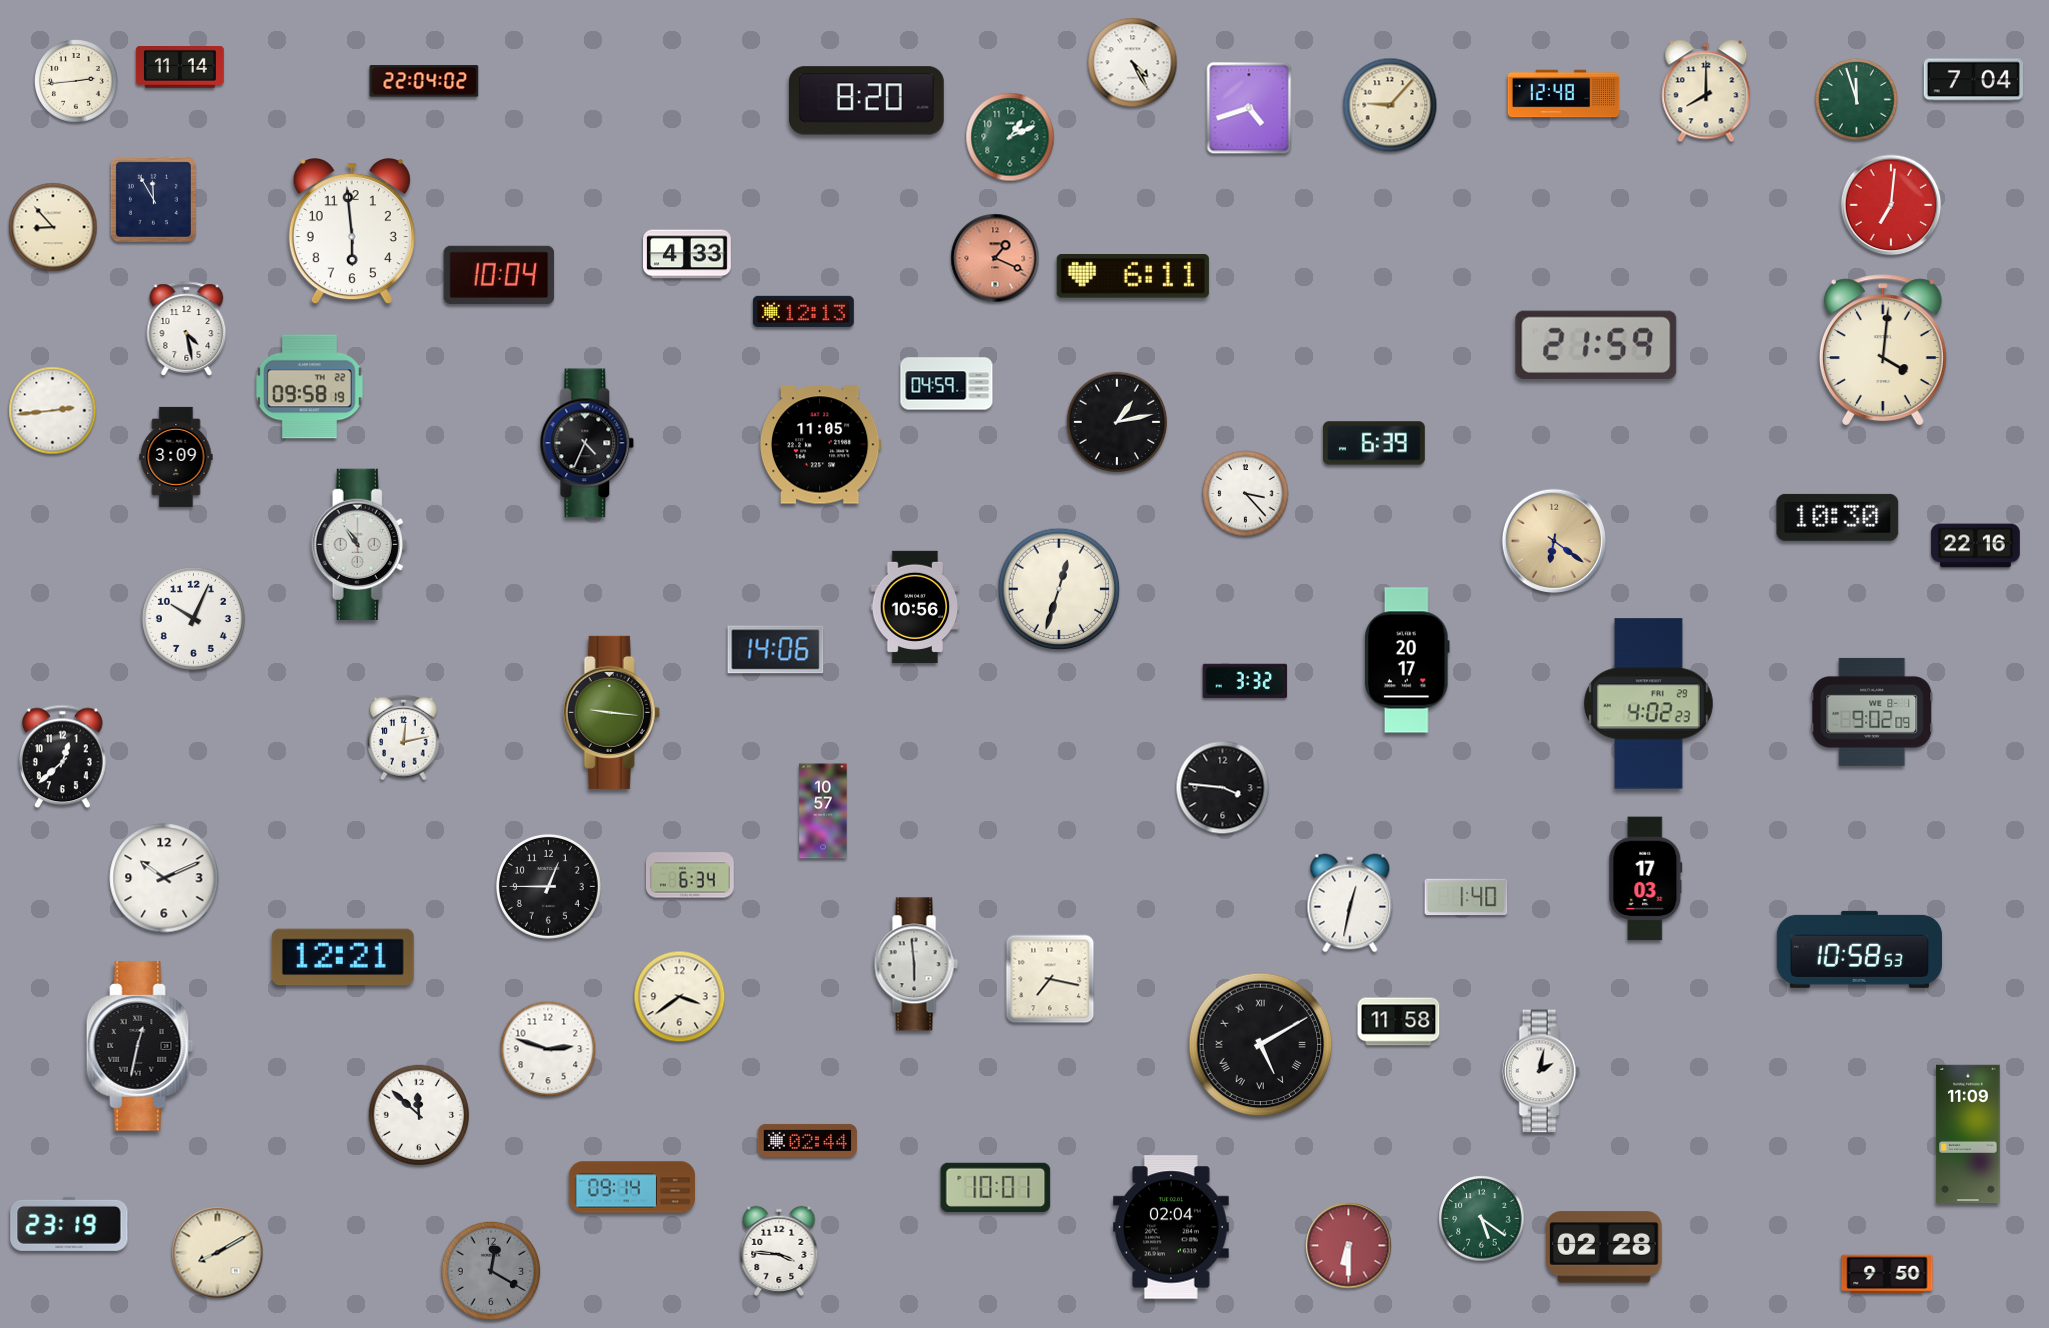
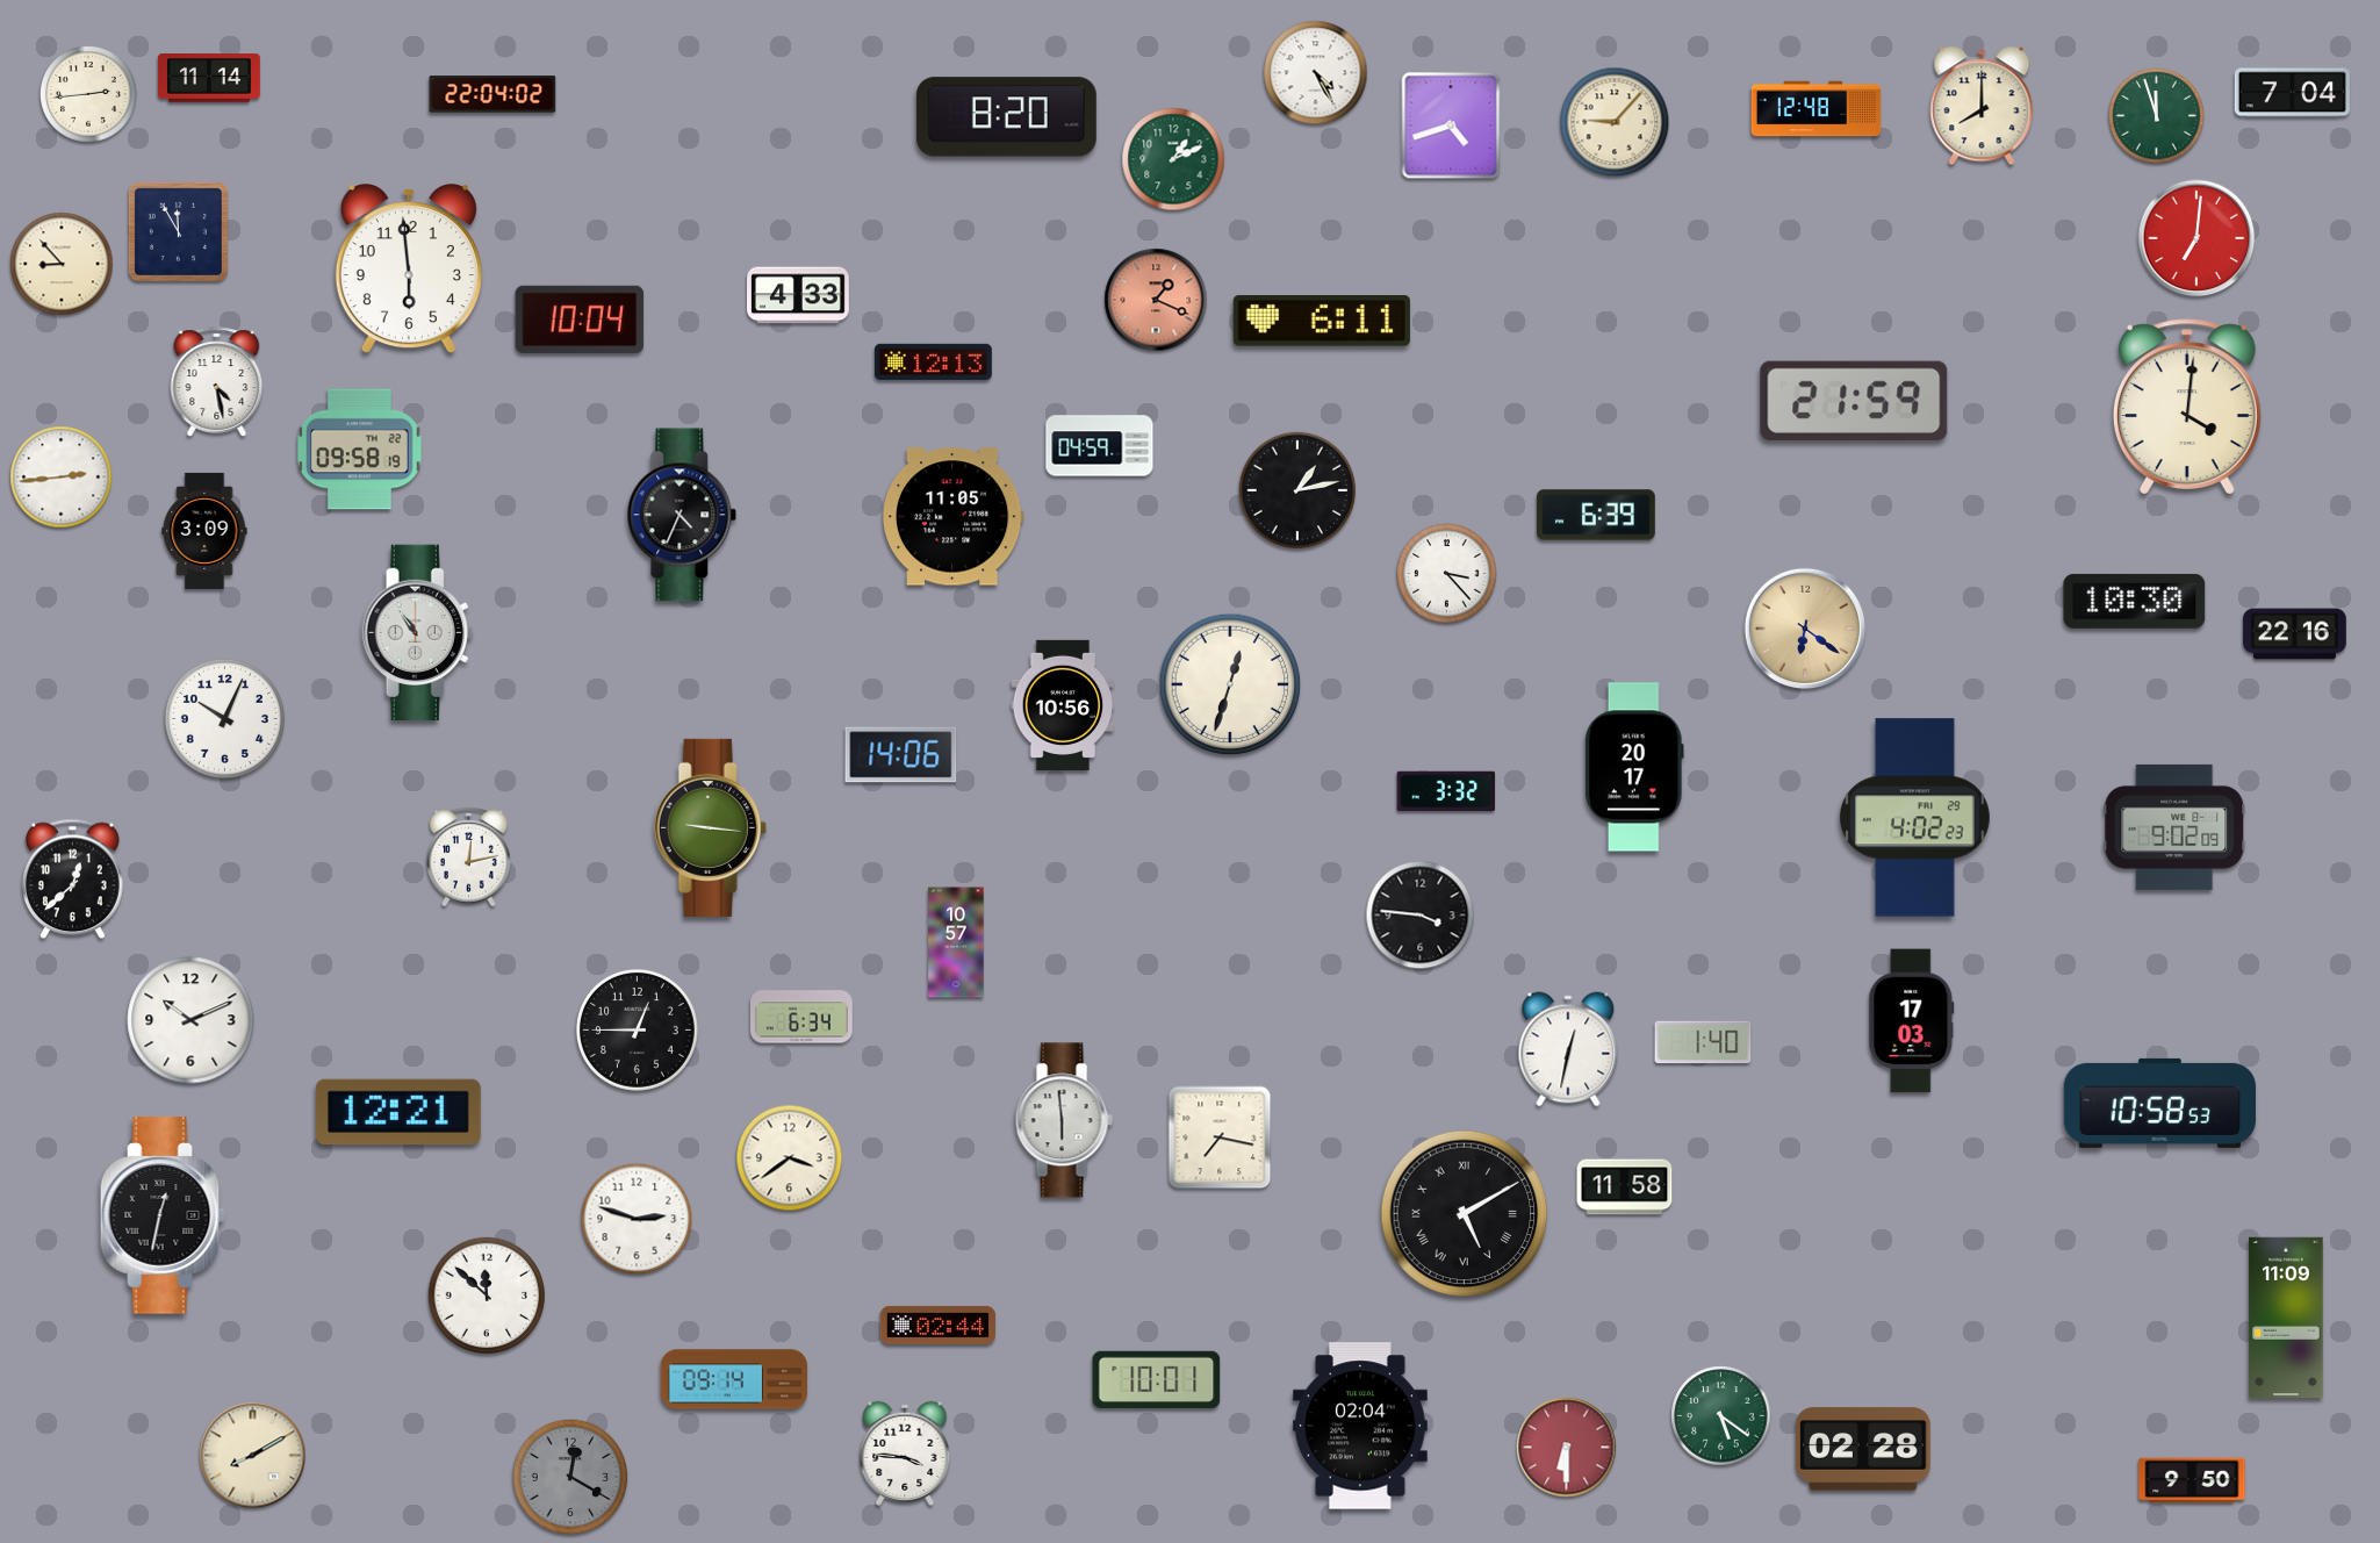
clock at (1133, 277) position: (1133, 277) -> (1322, 322)
clock at (1541, 1071): 2:02 -> none
clock at (69, 1224): 23:19 -> none
